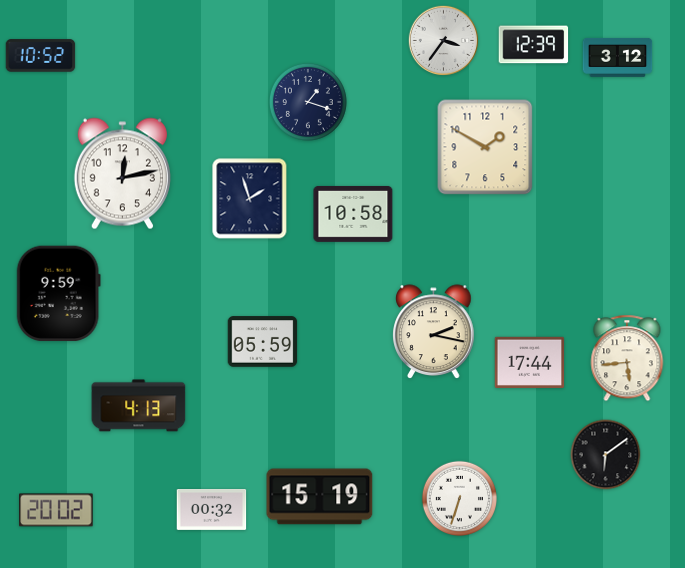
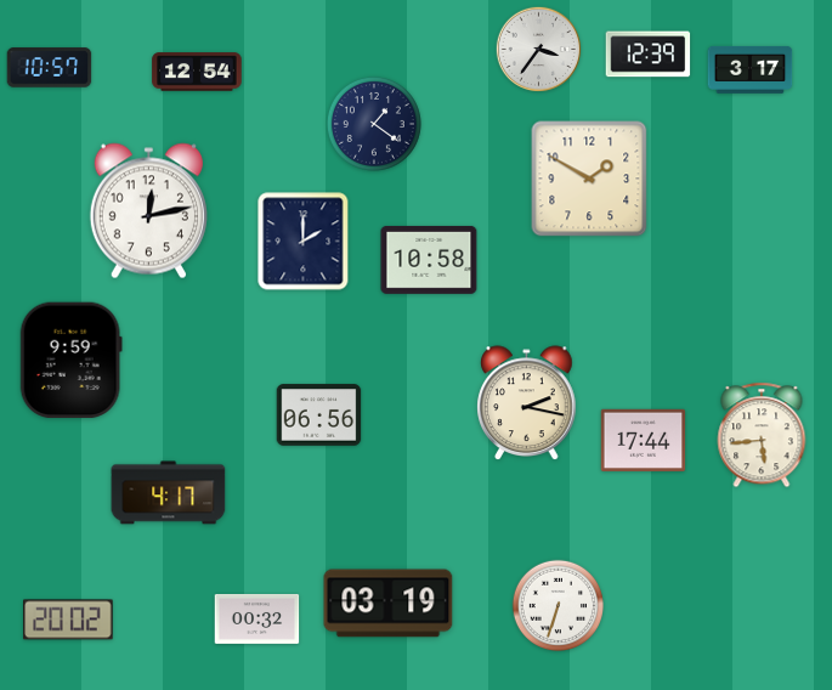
clock at (41, 56): 10:52 -> 10:57
clock at (618, 57): 3:12 -> 3:17
clock at (197, 72): none -> 12:54
clock at (308, 102): 1:18 -> 1:21
clock at (250, 199): 1:57 -> 2:00
clock at (58, 294) position: (58, 294) -> (70, 361)
clock at (263, 342): 05:59 -> 06:56
clock at (139, 406): 4:13 -> 4:17
clock at (606, 455): 6:09 -> none
clock at (320, 497): 15:19 -> 03:19
